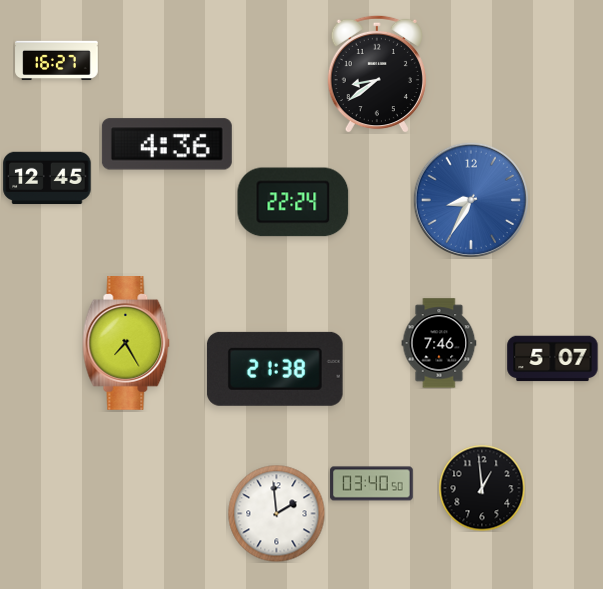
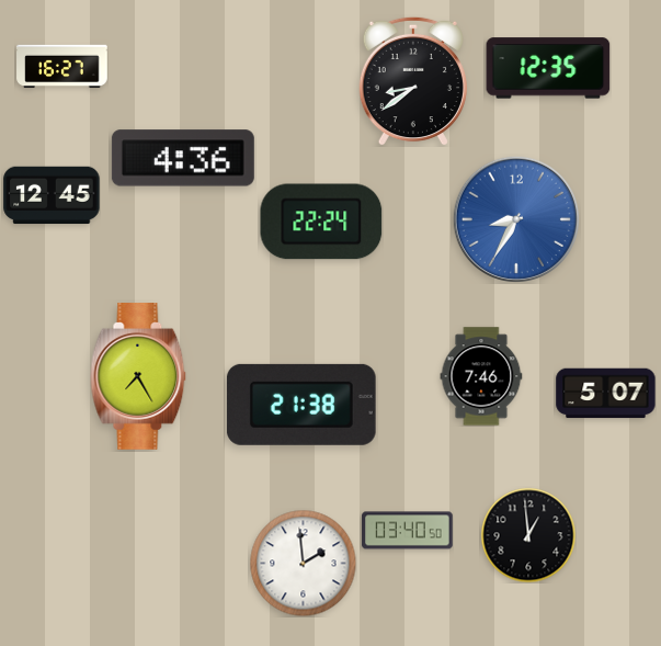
clock at (548, 68): none -> 12:35
